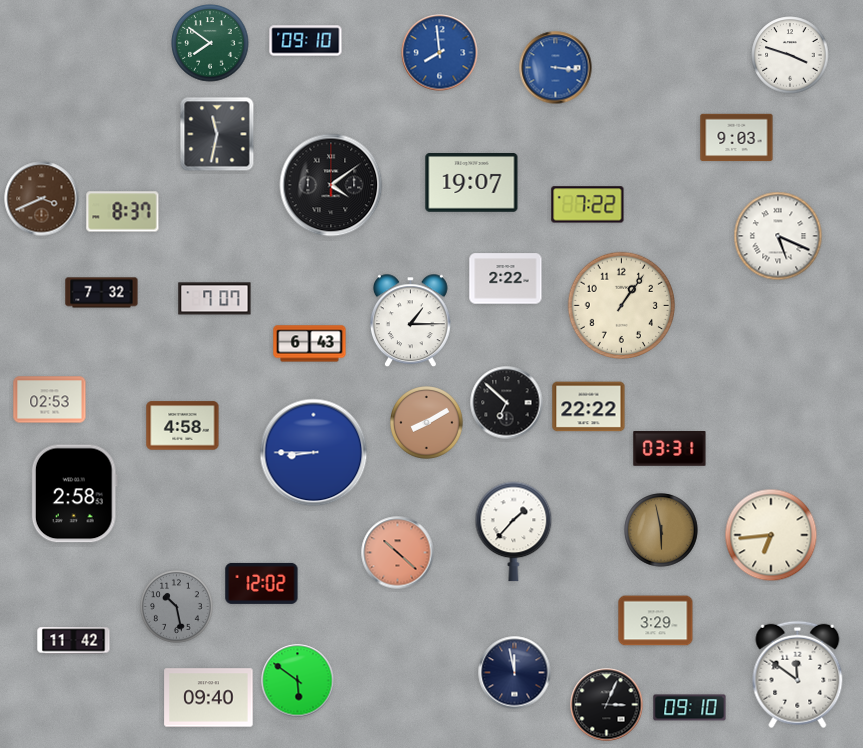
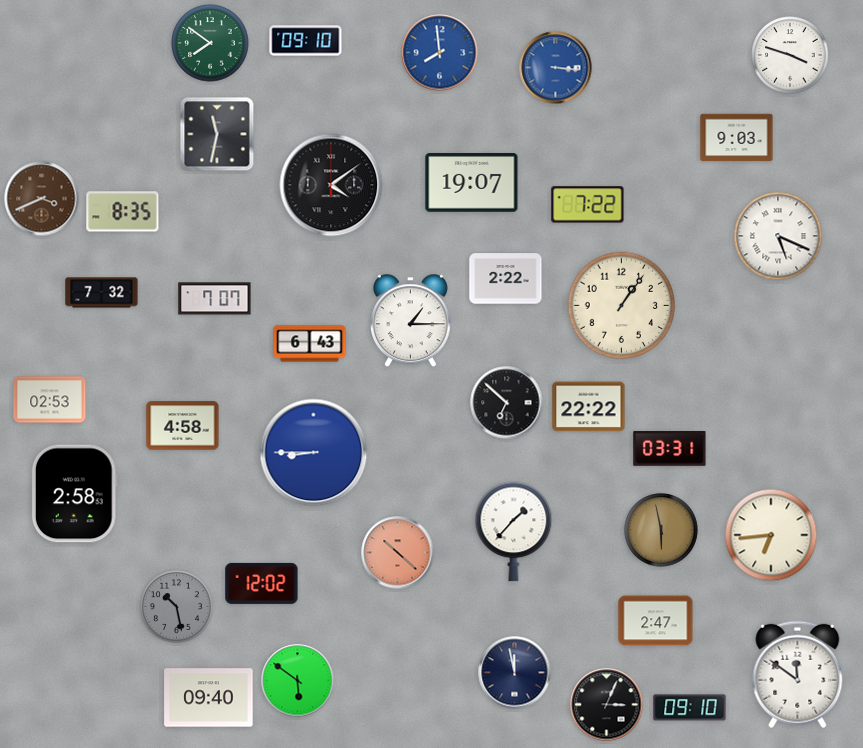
clock at (123, 212): 8:37 -> 8:35
clock at (427, 423): 8:10 -> none
clock at (656, 621): 3:29 -> 2:47
clock at (74, 641): 11:42 -> none
